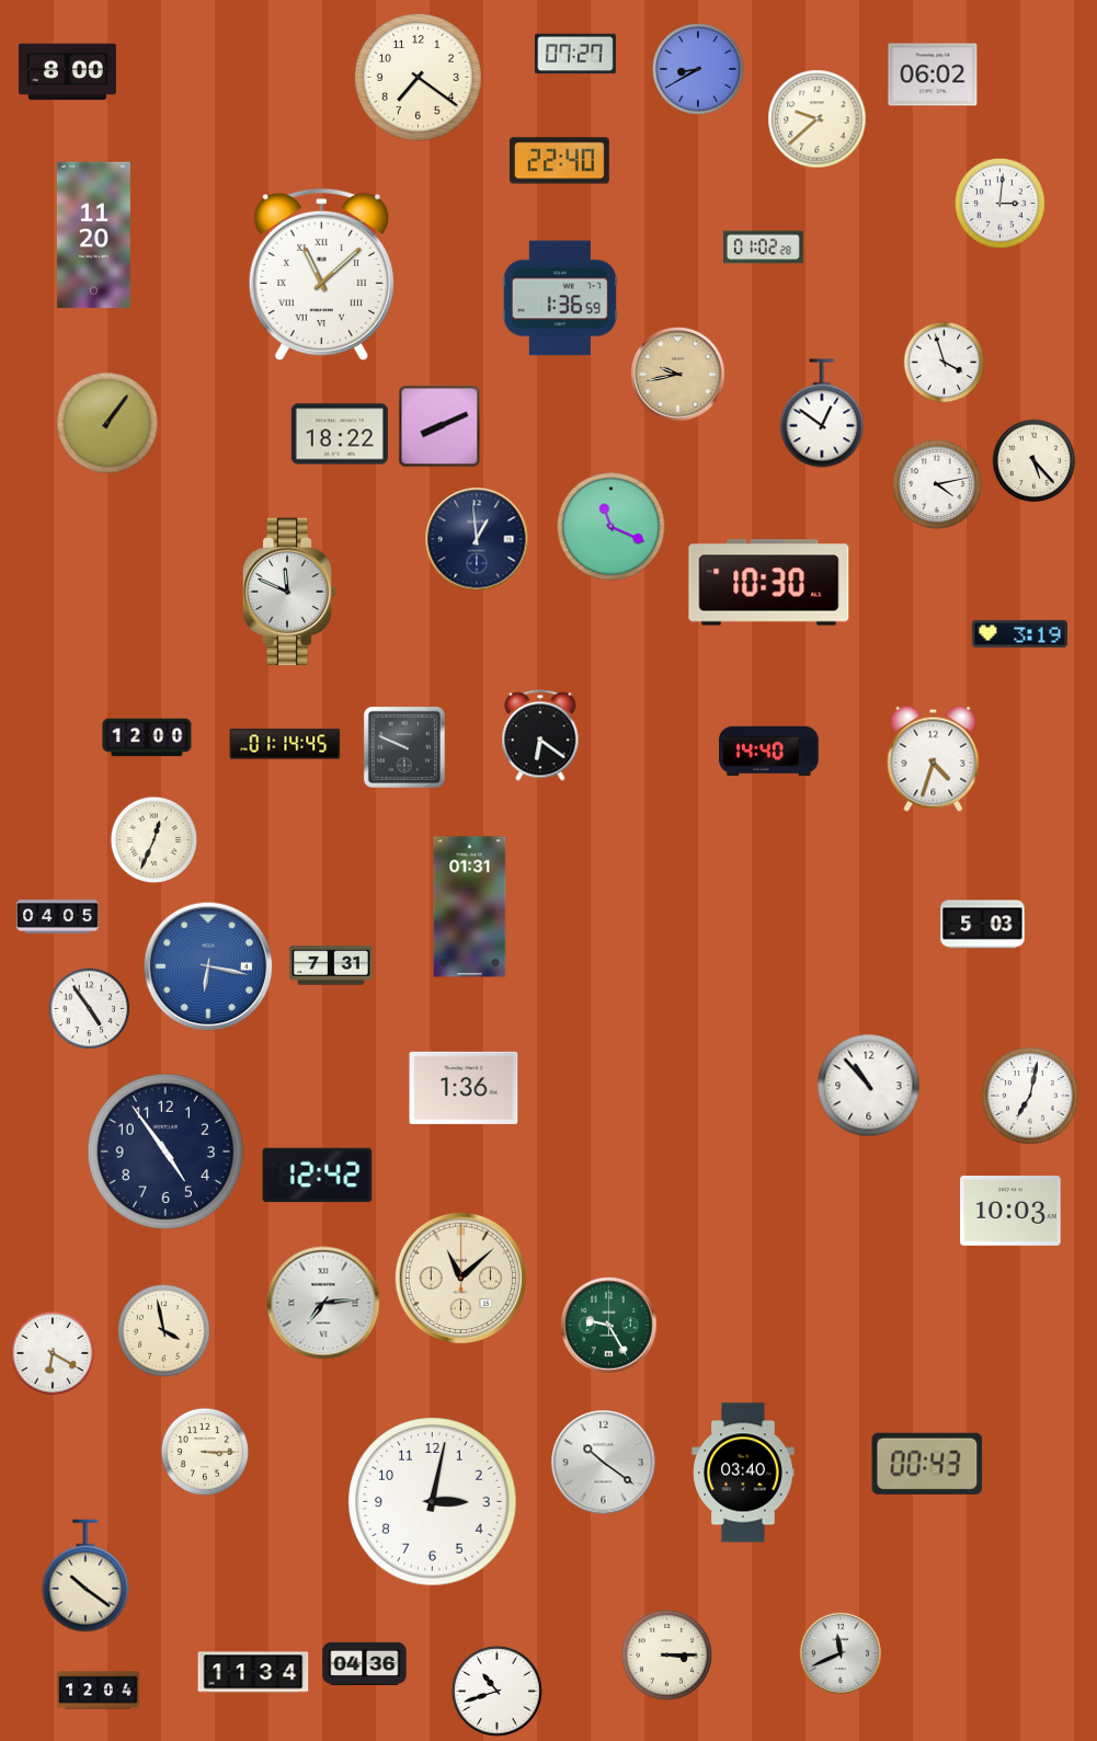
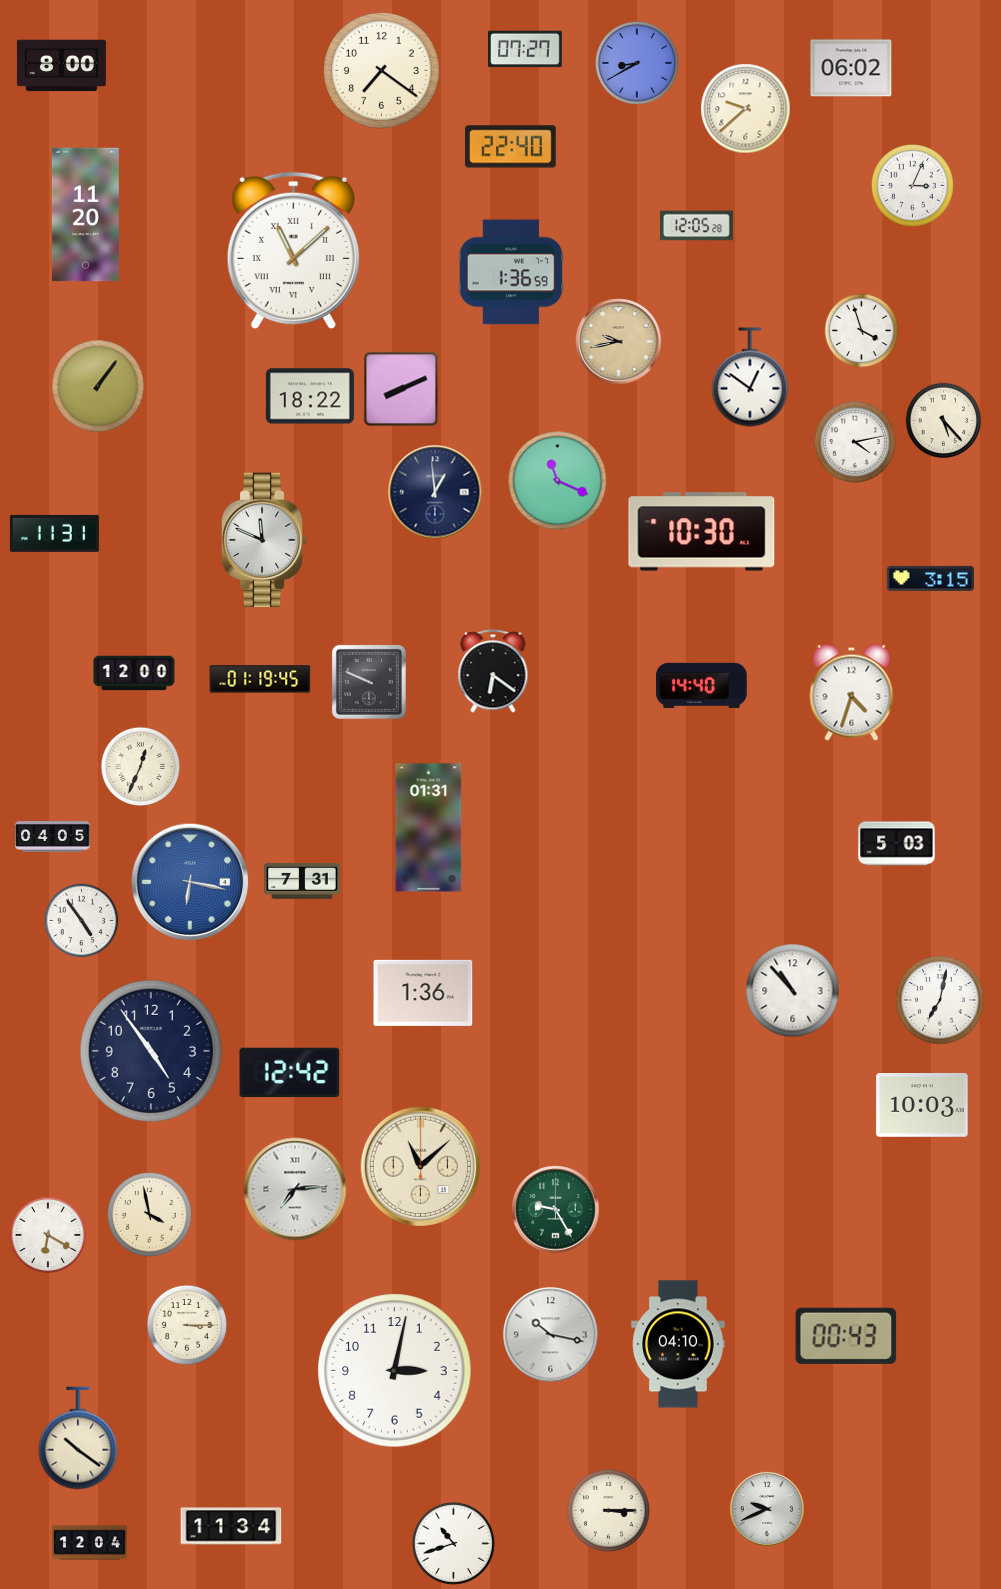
clock at (999, 203): 3:01 -> 3:04
clock at (763, 248): 01:02 -> 12:05
clock at (54, 533): none -> 11:31
clock at (1019, 633): 3:19 -> 3:15
clock at (285, 744): 01:14 -> 01:19
clock at (604, 1463): 10:21 -> 10:17
clock at (743, 1473): 03:40 -> 04:10
clock at (841, 1653): 11:41 -> 9:41
clock at (365, 1663): 04:36 -> none
